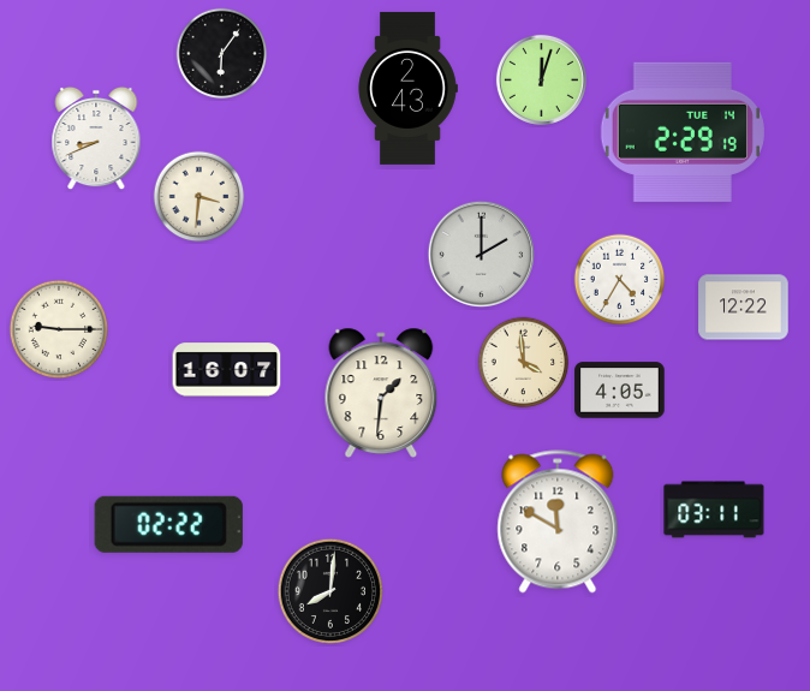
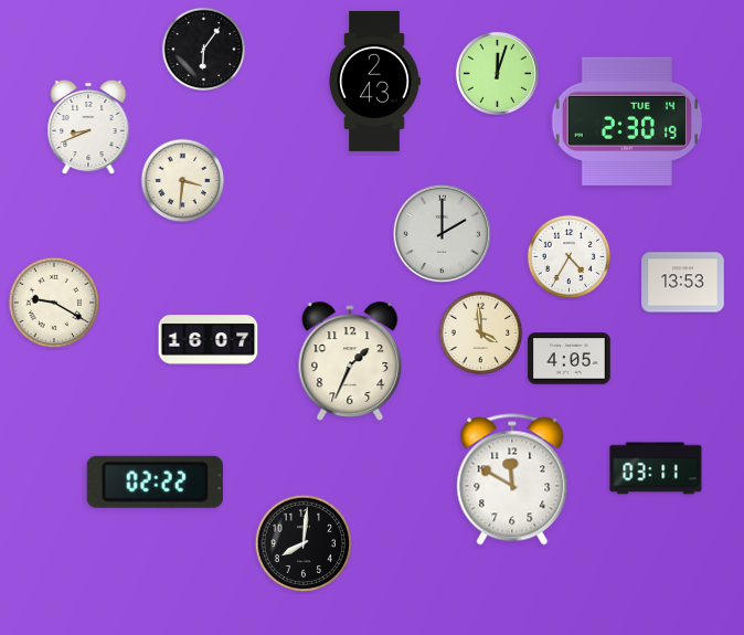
clock at (683, 132): 2:29 -> 2:30
clock at (744, 308): 12:22 -> 13:53
clock at (59, 329): 9:15 -> 9:20
clock at (381, 393): 1:31 -> 1:34
